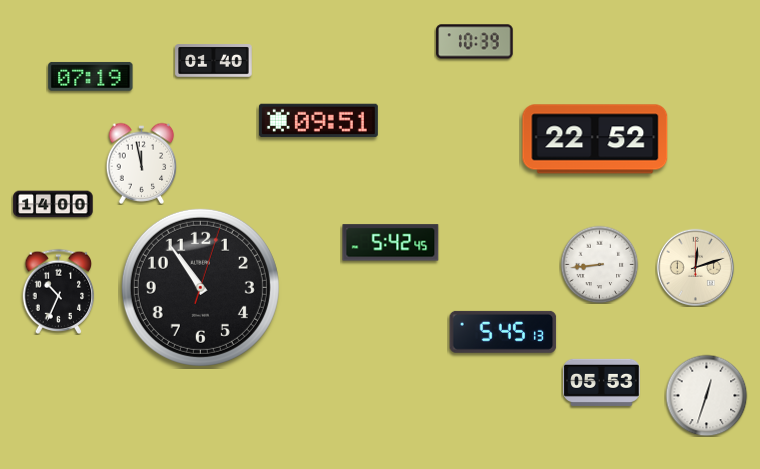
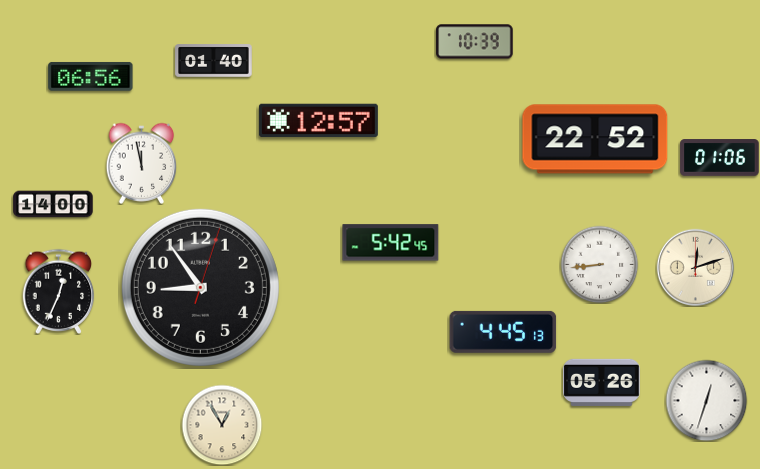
clock at (91, 76): 07:19 -> 06:56
clock at (318, 121): 09:51 -> 12:57
clock at (720, 158): none -> 01:06
clock at (200, 287): 10:54 -> 8:54
clock at (59, 291): 10:34 -> 12:34
clock at (503, 332): 5:45 -> 4:45
clock at (602, 382): 05:53 -> 05:26
clock at (706, 395) position: (706, 395) -> (706, 400)
clock at (222, 425): none -> 12:55
